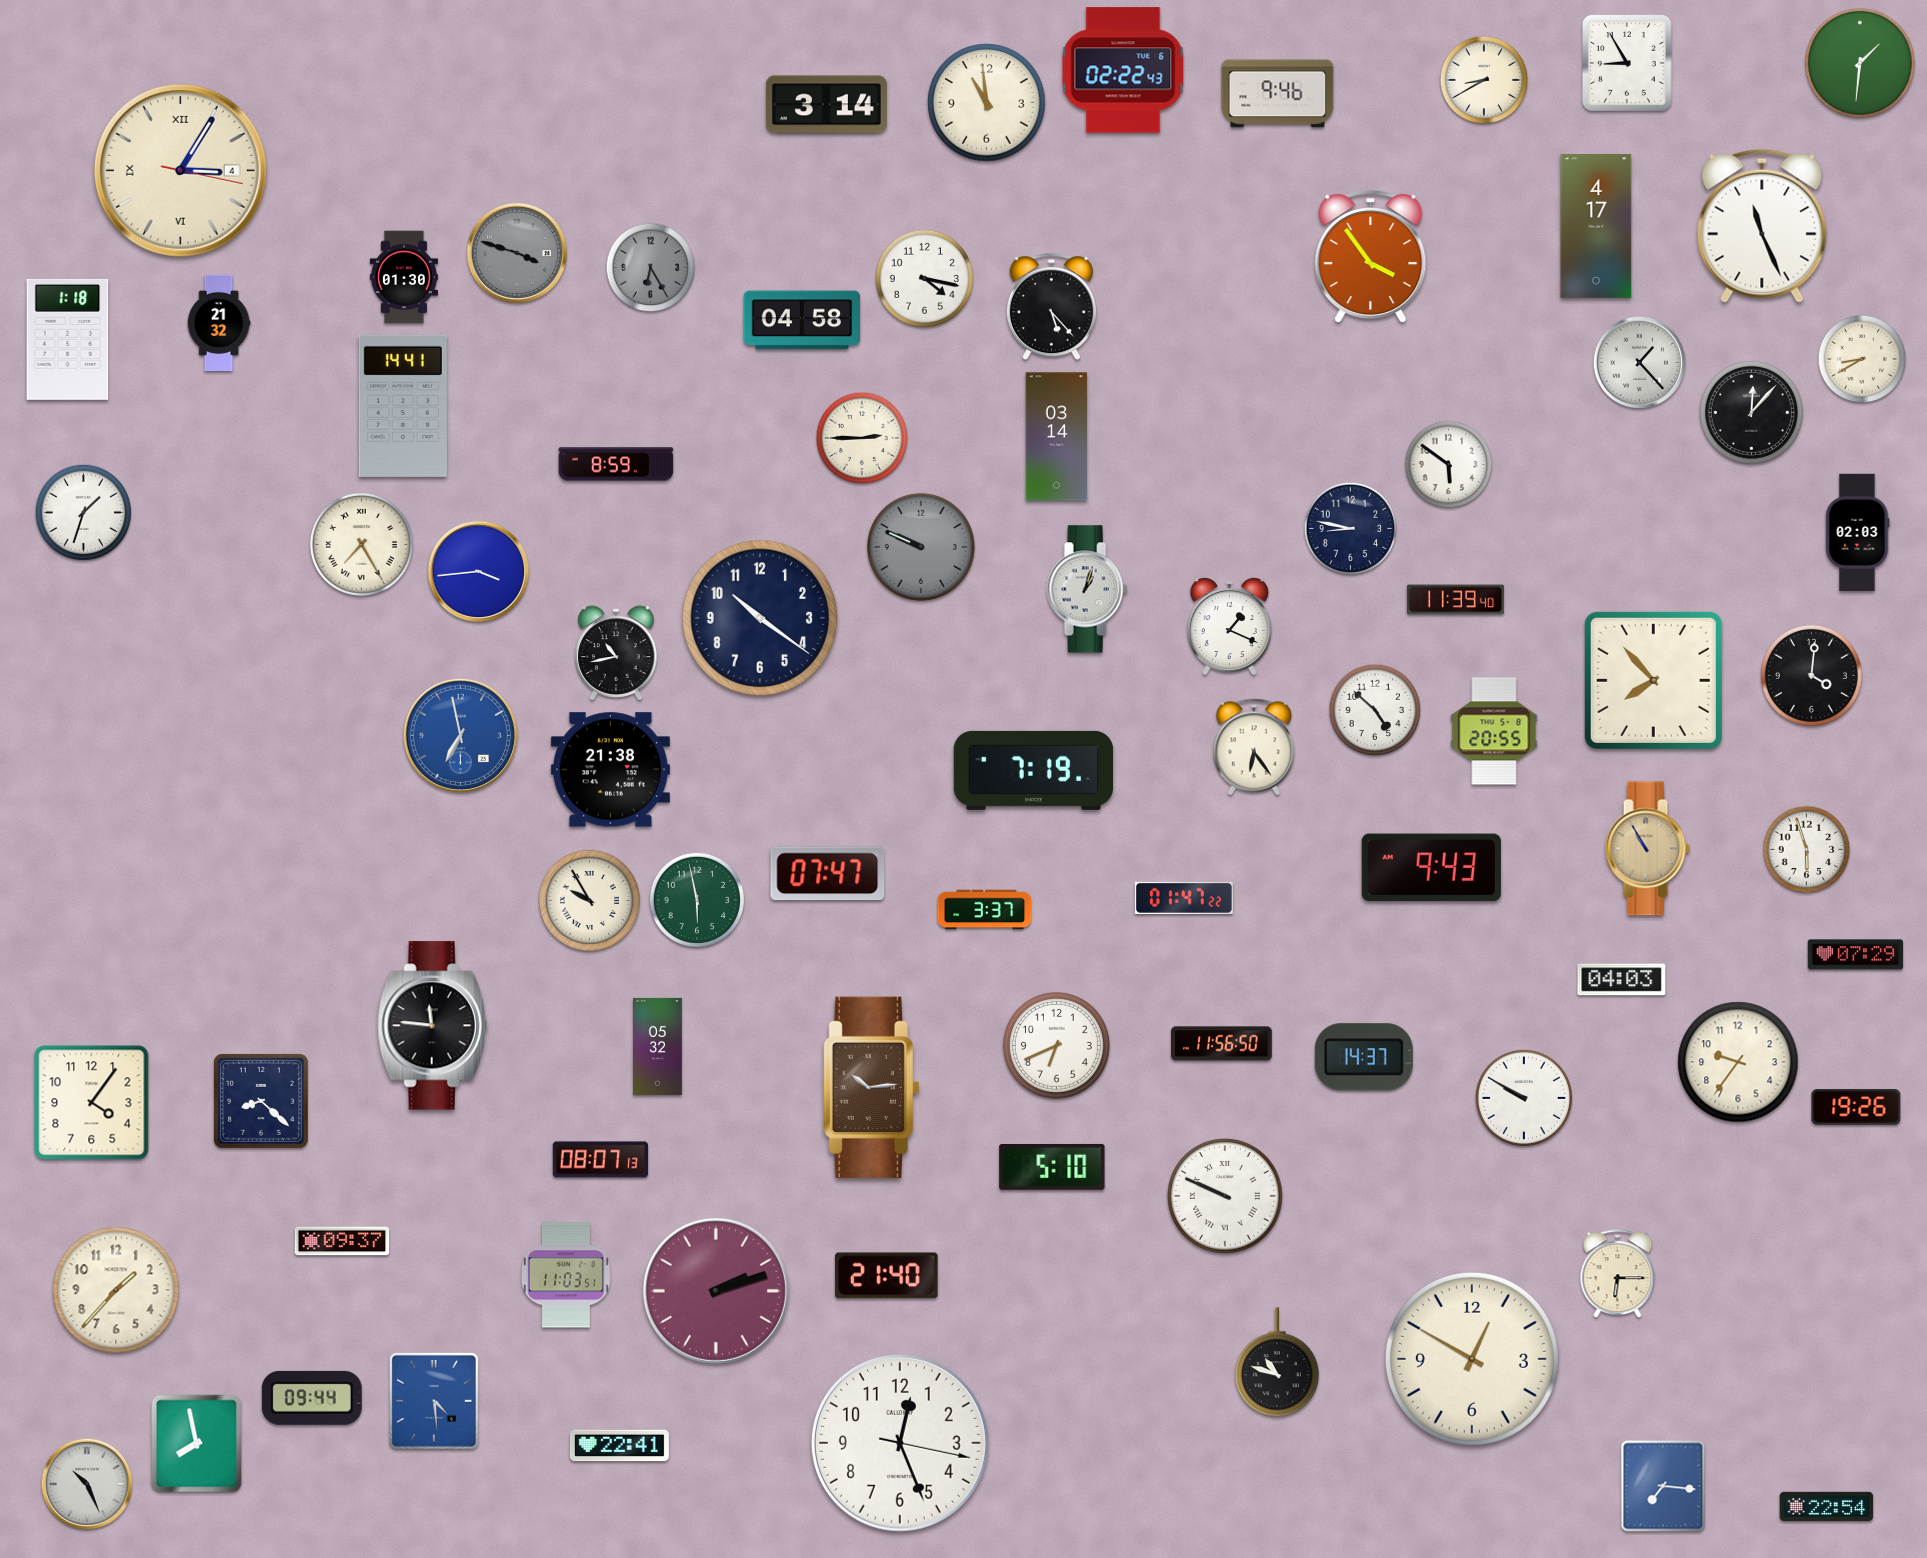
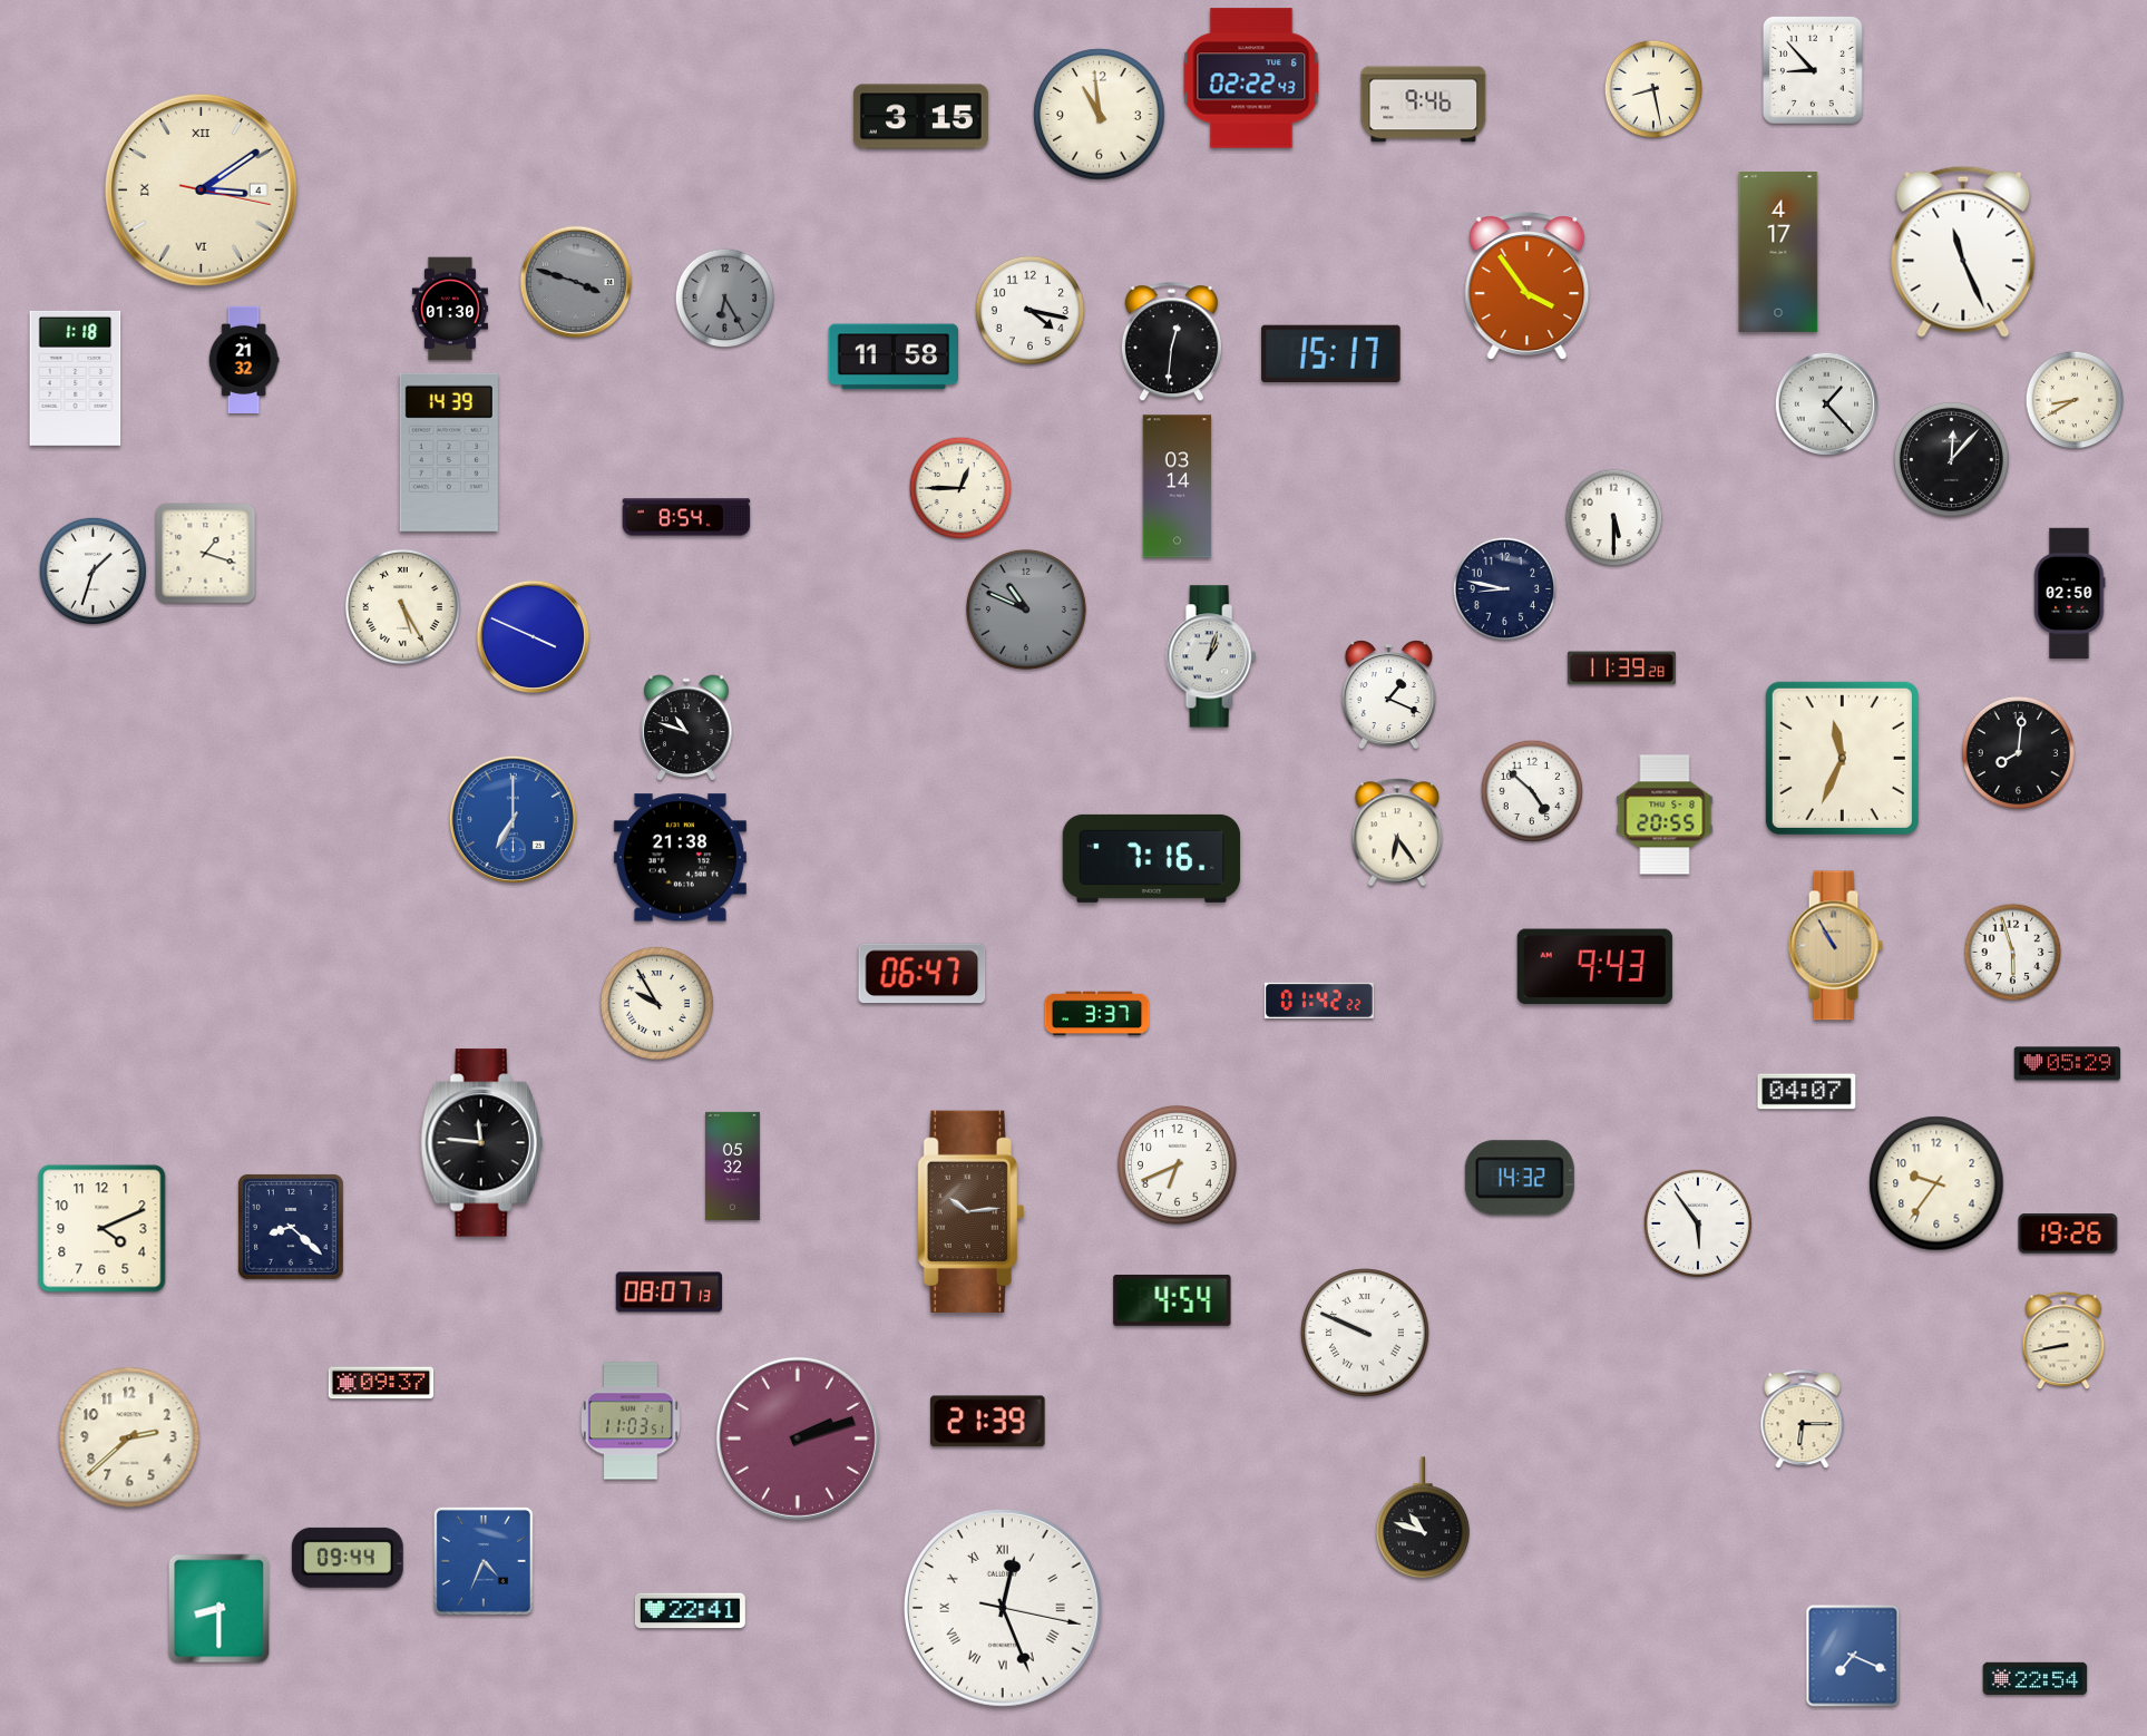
clock at (1627, 63): 8:55 -> 8:53
clock at (1861, 64): 1:31 -> none
clock at (1484, 80): 8:40 -> 8:28
clock at (826, 105): 3:14 -> 3:15
clock at (180, 170): 3:05 -> 3:09
clock at (1051, 307): 5:23 -> 12:31
clock at (1331, 354): none -> 15:17
clock at (802, 320): 04:58 -> 11:58
clock at (403, 406): 14:41 -> 14:39
clock at (862, 438): 2:45 -> 12:45
clock at (616, 464): 8:59 -> 8:54
clock at (1449, 465): 5:51 -> 5:30
clock at (206, 554): none -> 1:18
clock at (1857, 532): 02:03 -> 02:50
clock at (361, 544): 7:25 -> 5:25
clock at (921, 547): 9:49 -> 10:49
clock at (479, 572): 3:44 -> 3:49
clock at (1455, 600): 11:39:40 -> 11:39:28
clock at (760, 618): 10:21 -> none
clock at (1229, 627) position: (1229, 627) -> (1388, 695)
clock at (616, 653): 10:43 -> 10:48
clock at (1811, 675): 4:01 -> 8:01
clock at (1653, 680): 7:53 -> 11:34
clock at (460, 735): 6:58 -> 7:00
clock at (1034, 770): 7:19 -> 7:16
clock at (1807, 850) position: (1807, 850) -> (2013, 953)
clock at (828, 874): 07:47 -> 06:47
clock at (1184, 898): 01:47 -> 01:42
clock at (696, 899): 5:58 -> none
clock at (1856, 955): 07:29 -> 05:29
clock at (1622, 980): 04:03 -> 04:07
clock at (1222, 1044): 11:56 -> none
clock at (1364, 1057): 14:37 -> 14:32
clock at (1524, 1098): 9:50 -> 5:54
clock at (92, 1103): 4:06 -> 4:11
clock at (1052, 1167): 5:10 -> 4:54
clock at (2063, 1342): none -> 8:43
clock at (887, 1276): 21:40 -> 21:39
clock at (116, 1290): 1:37 -> 2:38
clock at (1472, 1359): 12:50 -> none
clock at (434, 1401): 4:29 -> 4:34
clock at (900, 1443) numerals: Arabic -> Roman
clock at (197, 1444): 7:58 -> 8:30
clock at (87, 1484): 10:26 -> none
clock at (1663, 1486): 7:16 -> 7:19
